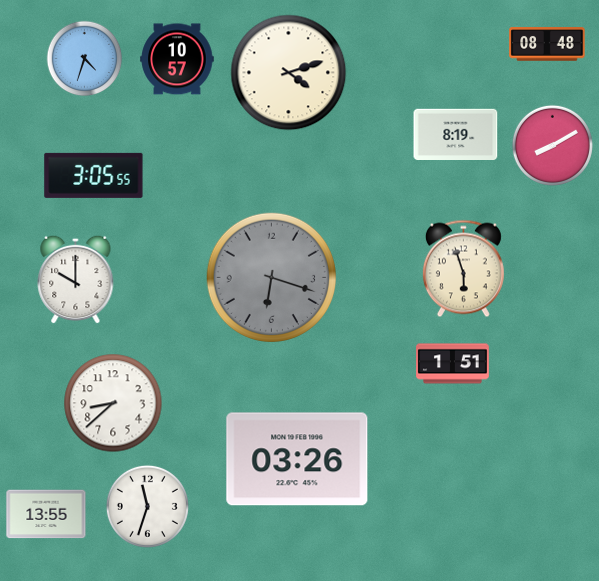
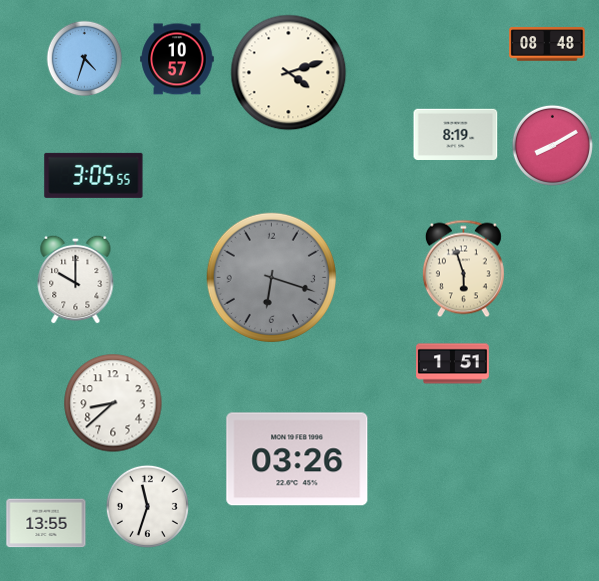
clock at (46, 514) position: (46, 514) -> (46, 523)
